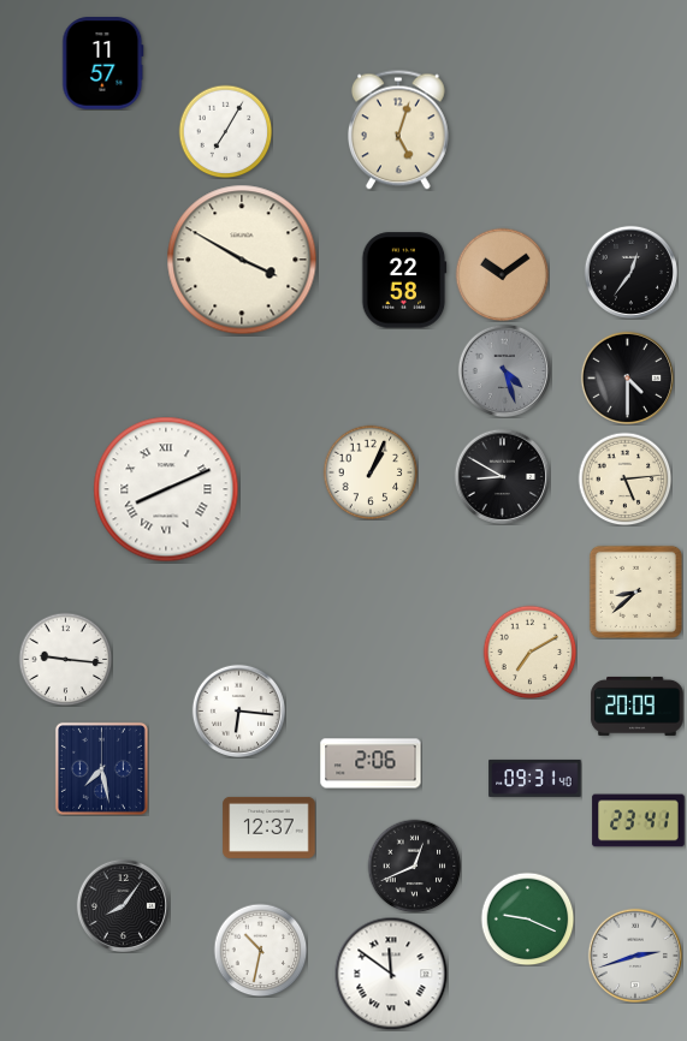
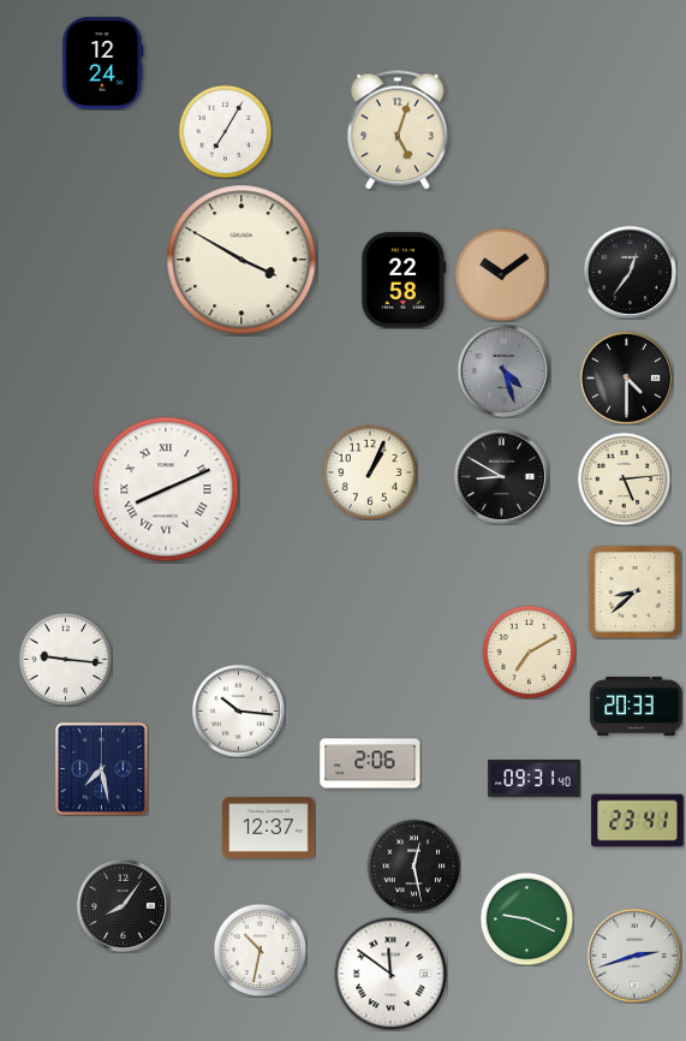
clock at (103, 64): 11:57 -> 12:24
clock at (638, 706): 20:09 -> 20:33
clock at (238, 710): 6:16 -> 10:16
clock at (414, 865): 12:41 -> 12:28
